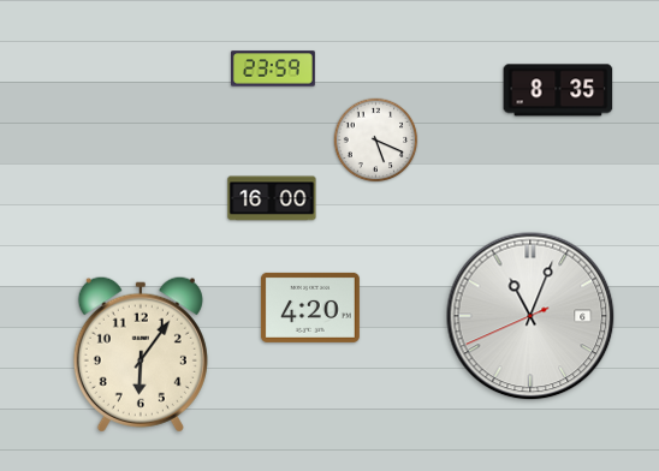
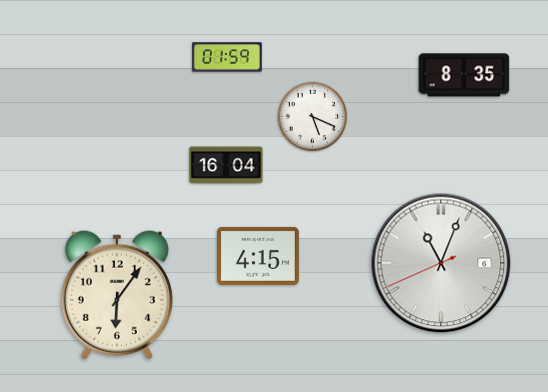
clock at (274, 68): 23:59 -> 01:59
clock at (272, 198): 16:00 -> 16:04
clock at (310, 308): 4:20 -> 4:15
